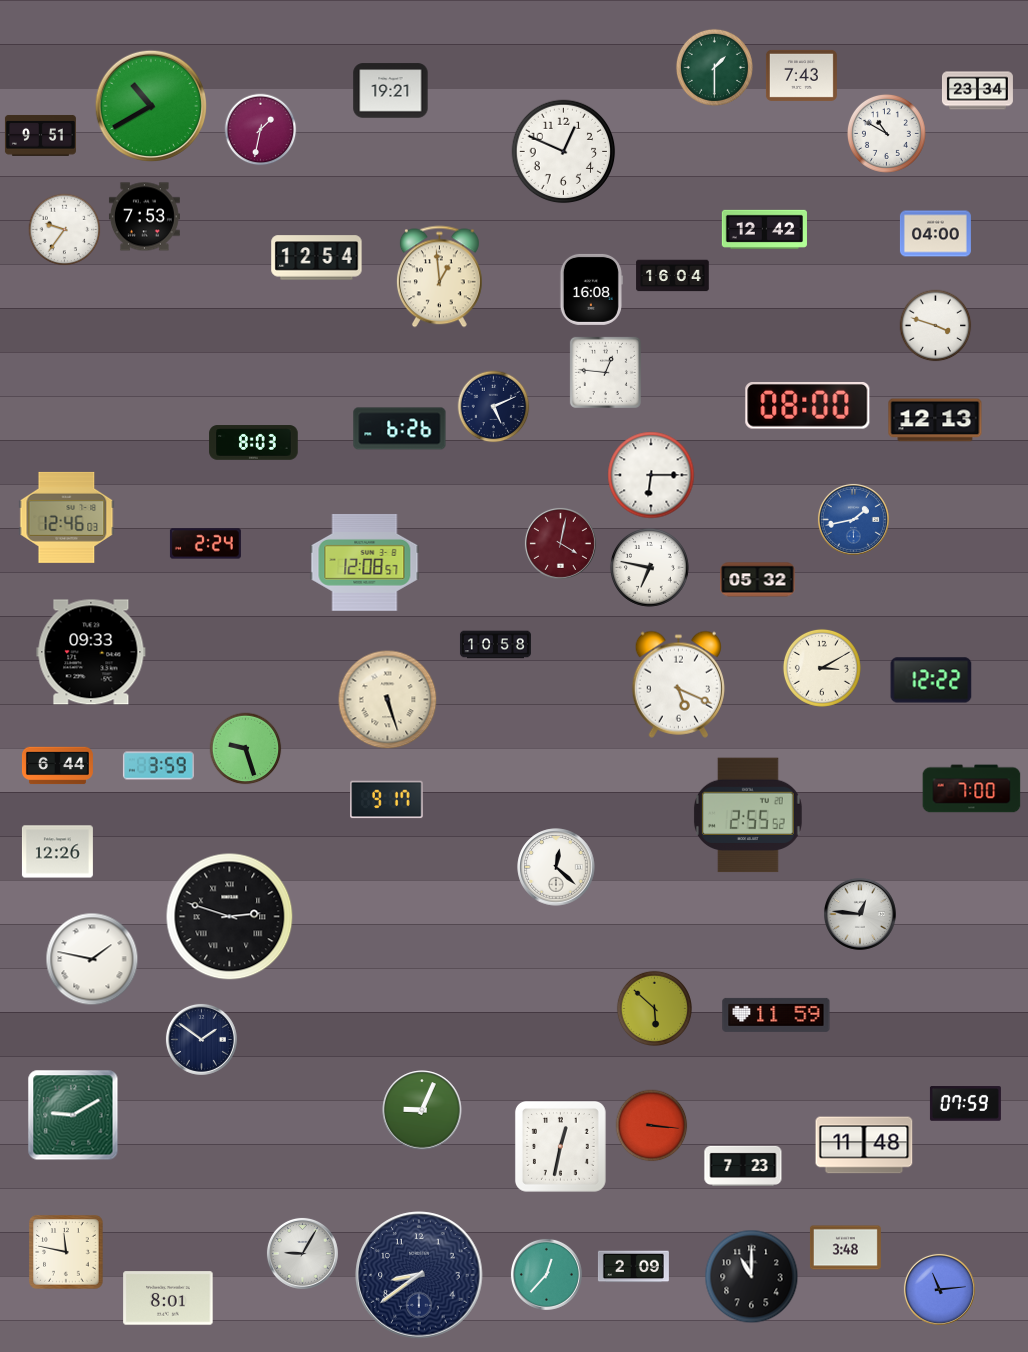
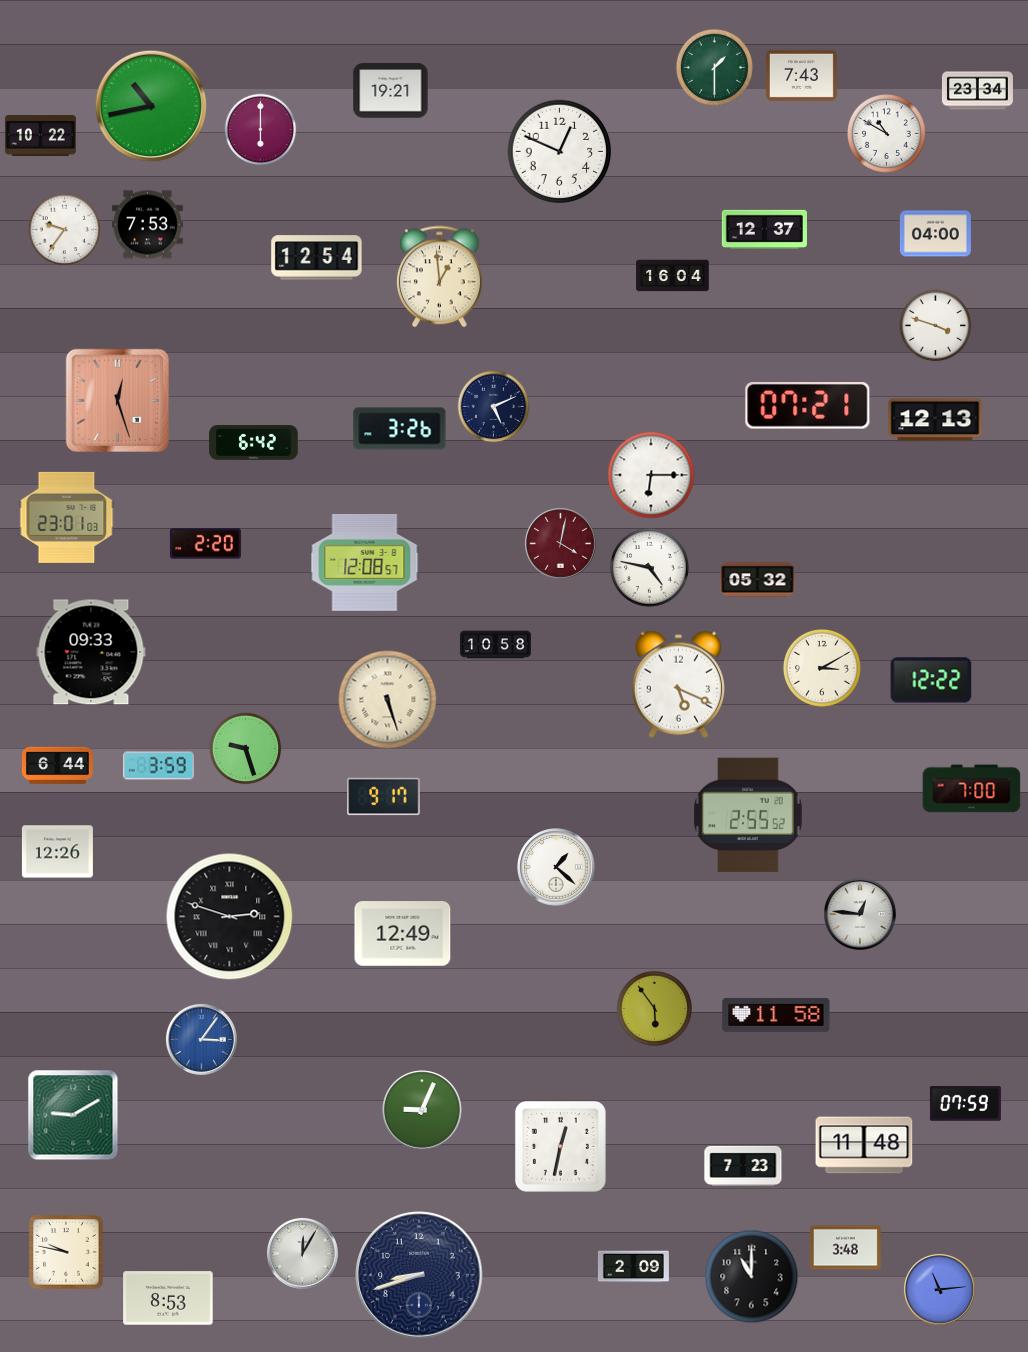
clock at (150, 105): 10:40 -> 10:43
clock at (261, 130): 1:32 -> 6:00
clock at (40, 135): 9:51 -> 10:22
clock at (564, 152) position: (564, 152) -> (560, 152)
clock at (144, 217) position: (144, 217) -> (147, 225)
clock at (764, 229): 12:42 -> 12:37
clock at (591, 289): 16:08 -> none
clock at (605, 372): 12:46 -> none
clock at (117, 400): none -> 12:27
clock at (808, 406): 08:00 -> 07:21
clock at (400, 429): 6:26 -> 3:26
clock at (254, 443): 8:03 -> 6:42
clock at (67, 517): 12:46 -> 23:01
clock at (853, 519): 1:43 -> none
clock at (205, 544): 2:24 -> 2:20
clock at (649, 567): 6:47 -> 4:47
clock at (387, 800) position: (387, 800) -> (384, 797)
clock at (556, 867): 12:22 -> 1:22
clock at (403, 934): none -> 12:49
clock at (92, 959): 1:47 -> none
clock at (654, 1008): 5:52 -> 5:54
clock at (776, 1015): 11:59 -> 11:58
clock at (201, 1039): 1:51 -> 3:06
clock at (201, 1039) dial: navy -> blue
clock at (652, 1126): 3:16 -> none
clock at (66, 1252): 11:47 -> 9:47
clock at (302, 1253): 9:05 -> 12:05
clock at (546, 1274): 12:37 -> none
clock at (419, 1275): 8:39 -> 8:42
clock at (168, 1298): 8:01 -> 8:53
